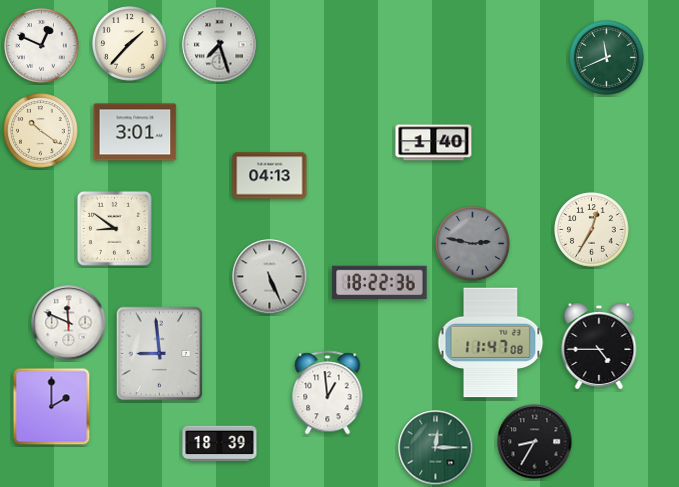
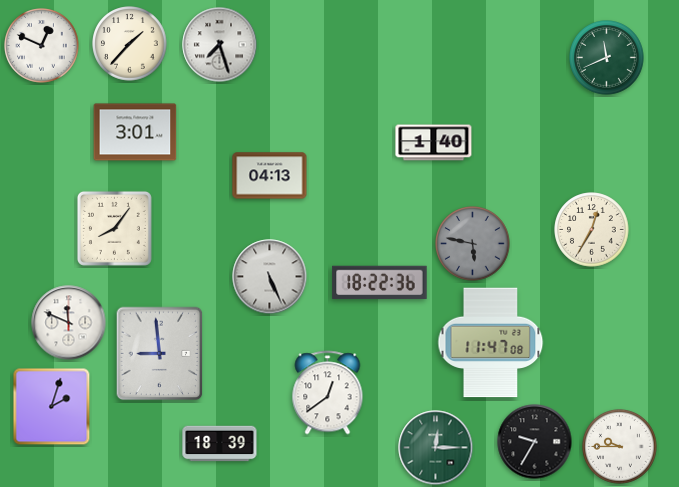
clock at (41, 131): 10:21 -> none
clock at (114, 228): 8:51 -> 8:06
clock at (473, 244): 2:47 -> 5:47
clock at (599, 347): 4:45 -> none
clock at (328, 393): 12:59 -> 12:39
clock at (52, 407): 2:00 -> 2:03
clock at (535, 442): 8:35 -> 9:35
clock at (620, 447): none -> 9:45
